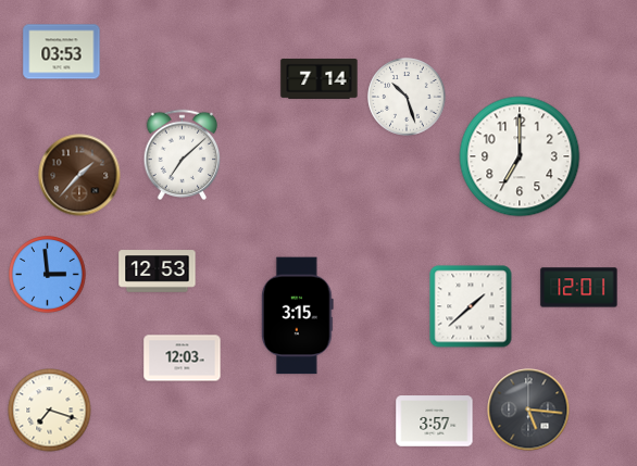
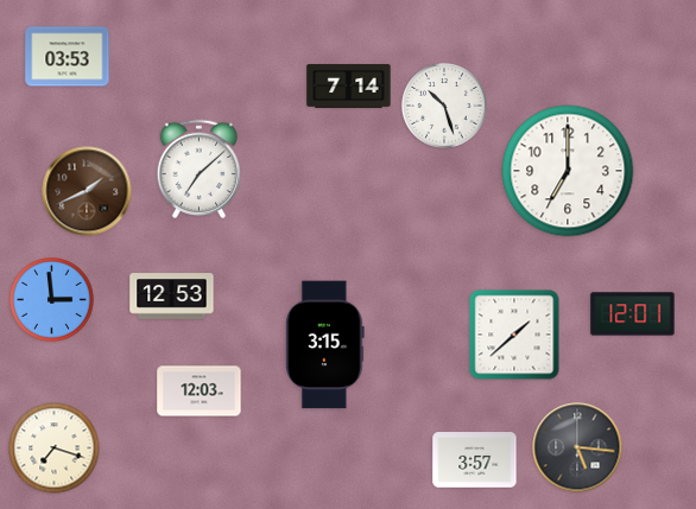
clock at (79, 175): 1:37 -> 1:41
